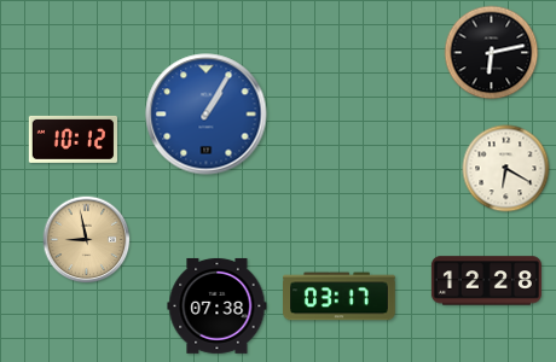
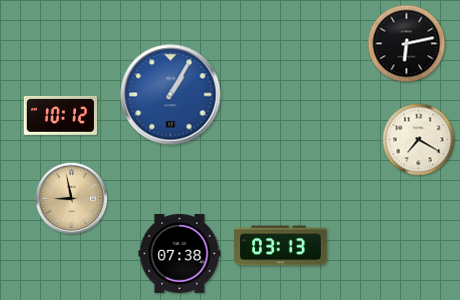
clock at (506, 169): 6:20 -> 7:20
clock at (486, 281): 12:28 -> none
clock at (340, 297): 03:17 -> 03:13
